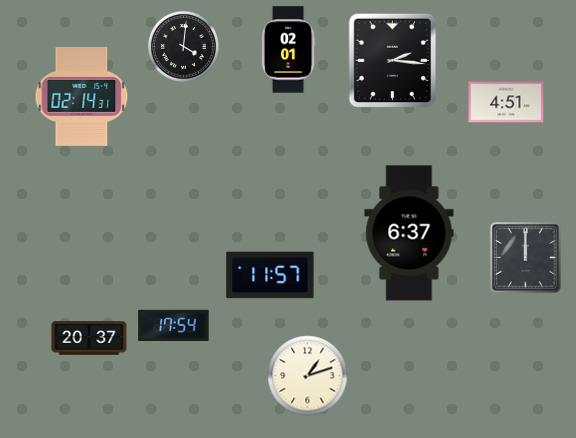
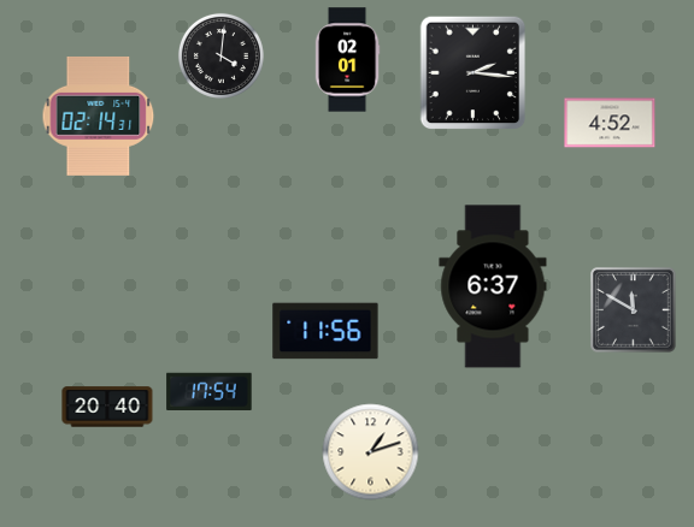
clock at (506, 102): 4:51 -> 4:52
clock at (409, 233) position: (409, 233) -> (493, 286)
clock at (526, 258): 12:00 -> 11:50
clock at (270, 275): 11:57 -> 11:56
clock at (89, 338): 20:37 -> 20:40
